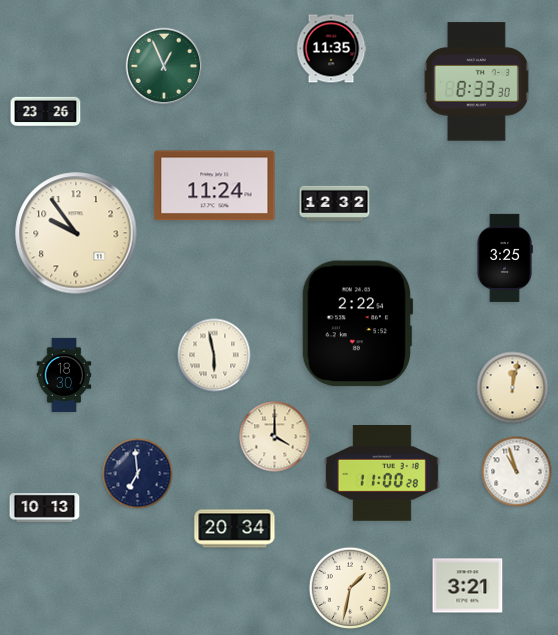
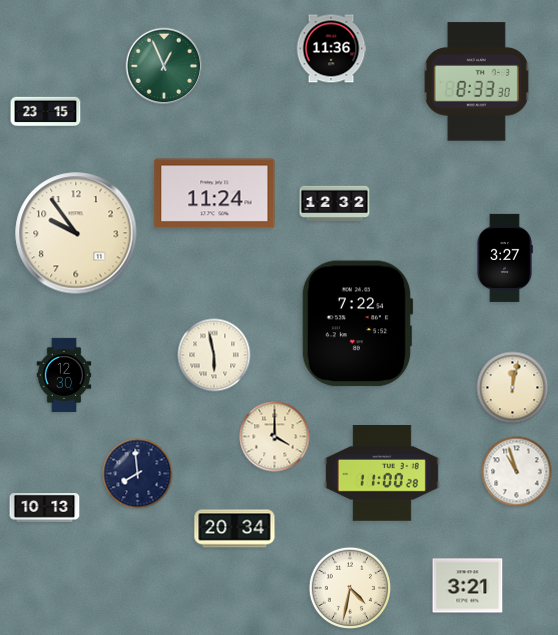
clock at (331, 49): 11:35 -> 11:36
clock at (46, 112): 23:26 -> 23:15
clock at (215, 186) position: (215, 186) -> (215, 194)
clock at (505, 258): 3:25 -> 3:27
clock at (357, 324): 2:22 -> 7:22
clock at (64, 374): 18:30 -> 12:30
clock at (138, 474): 6:59 -> 7:59
clock at (350, 588): 1:32 -> 4:32
